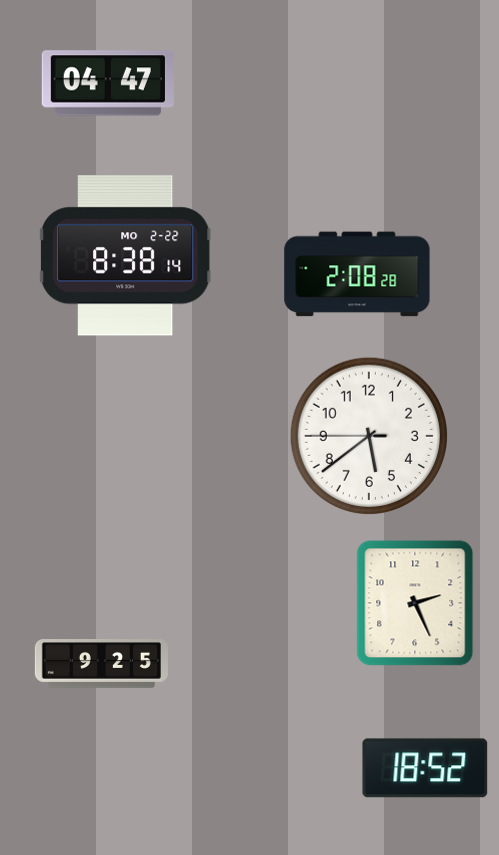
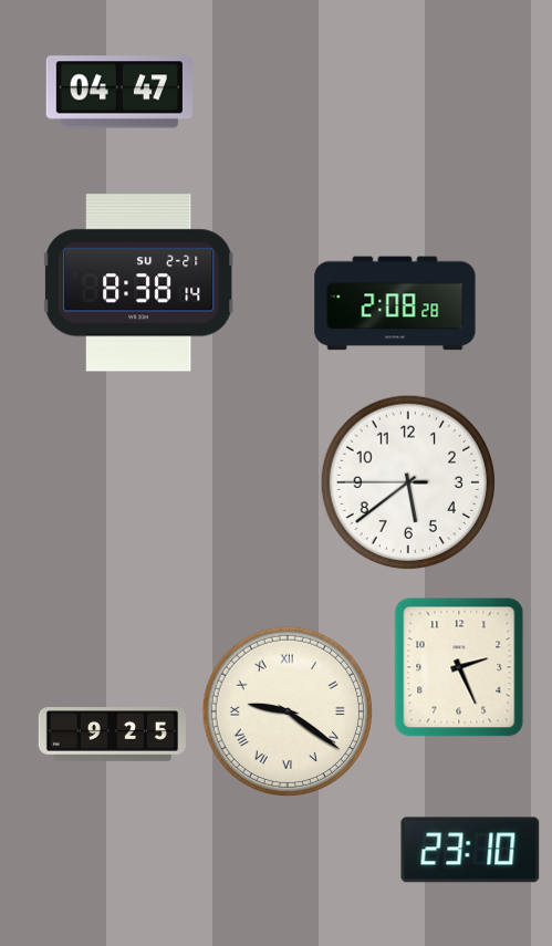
clock at (126, 256) date: MO 2-22 -> SU 2-21
clock at (287, 710): none -> 9:21
clock at (425, 768): 18:52 -> 23:10
